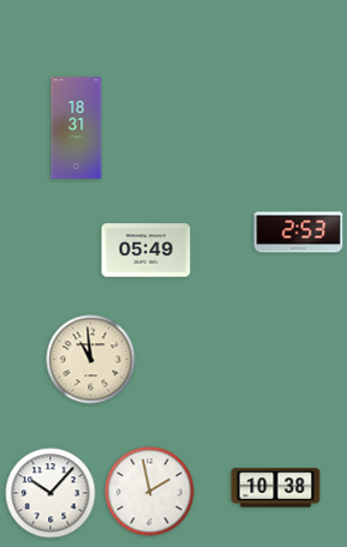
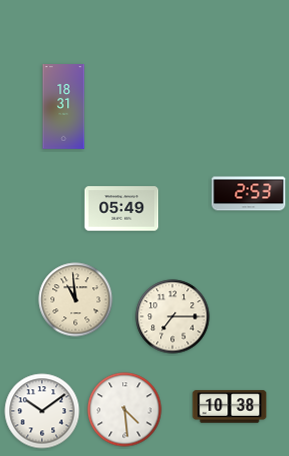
clock at (173, 317): none -> 7:15
clock at (150, 492): 1:58 -> 4:29
clock at (50, 493): 10:07 -> 10:09
